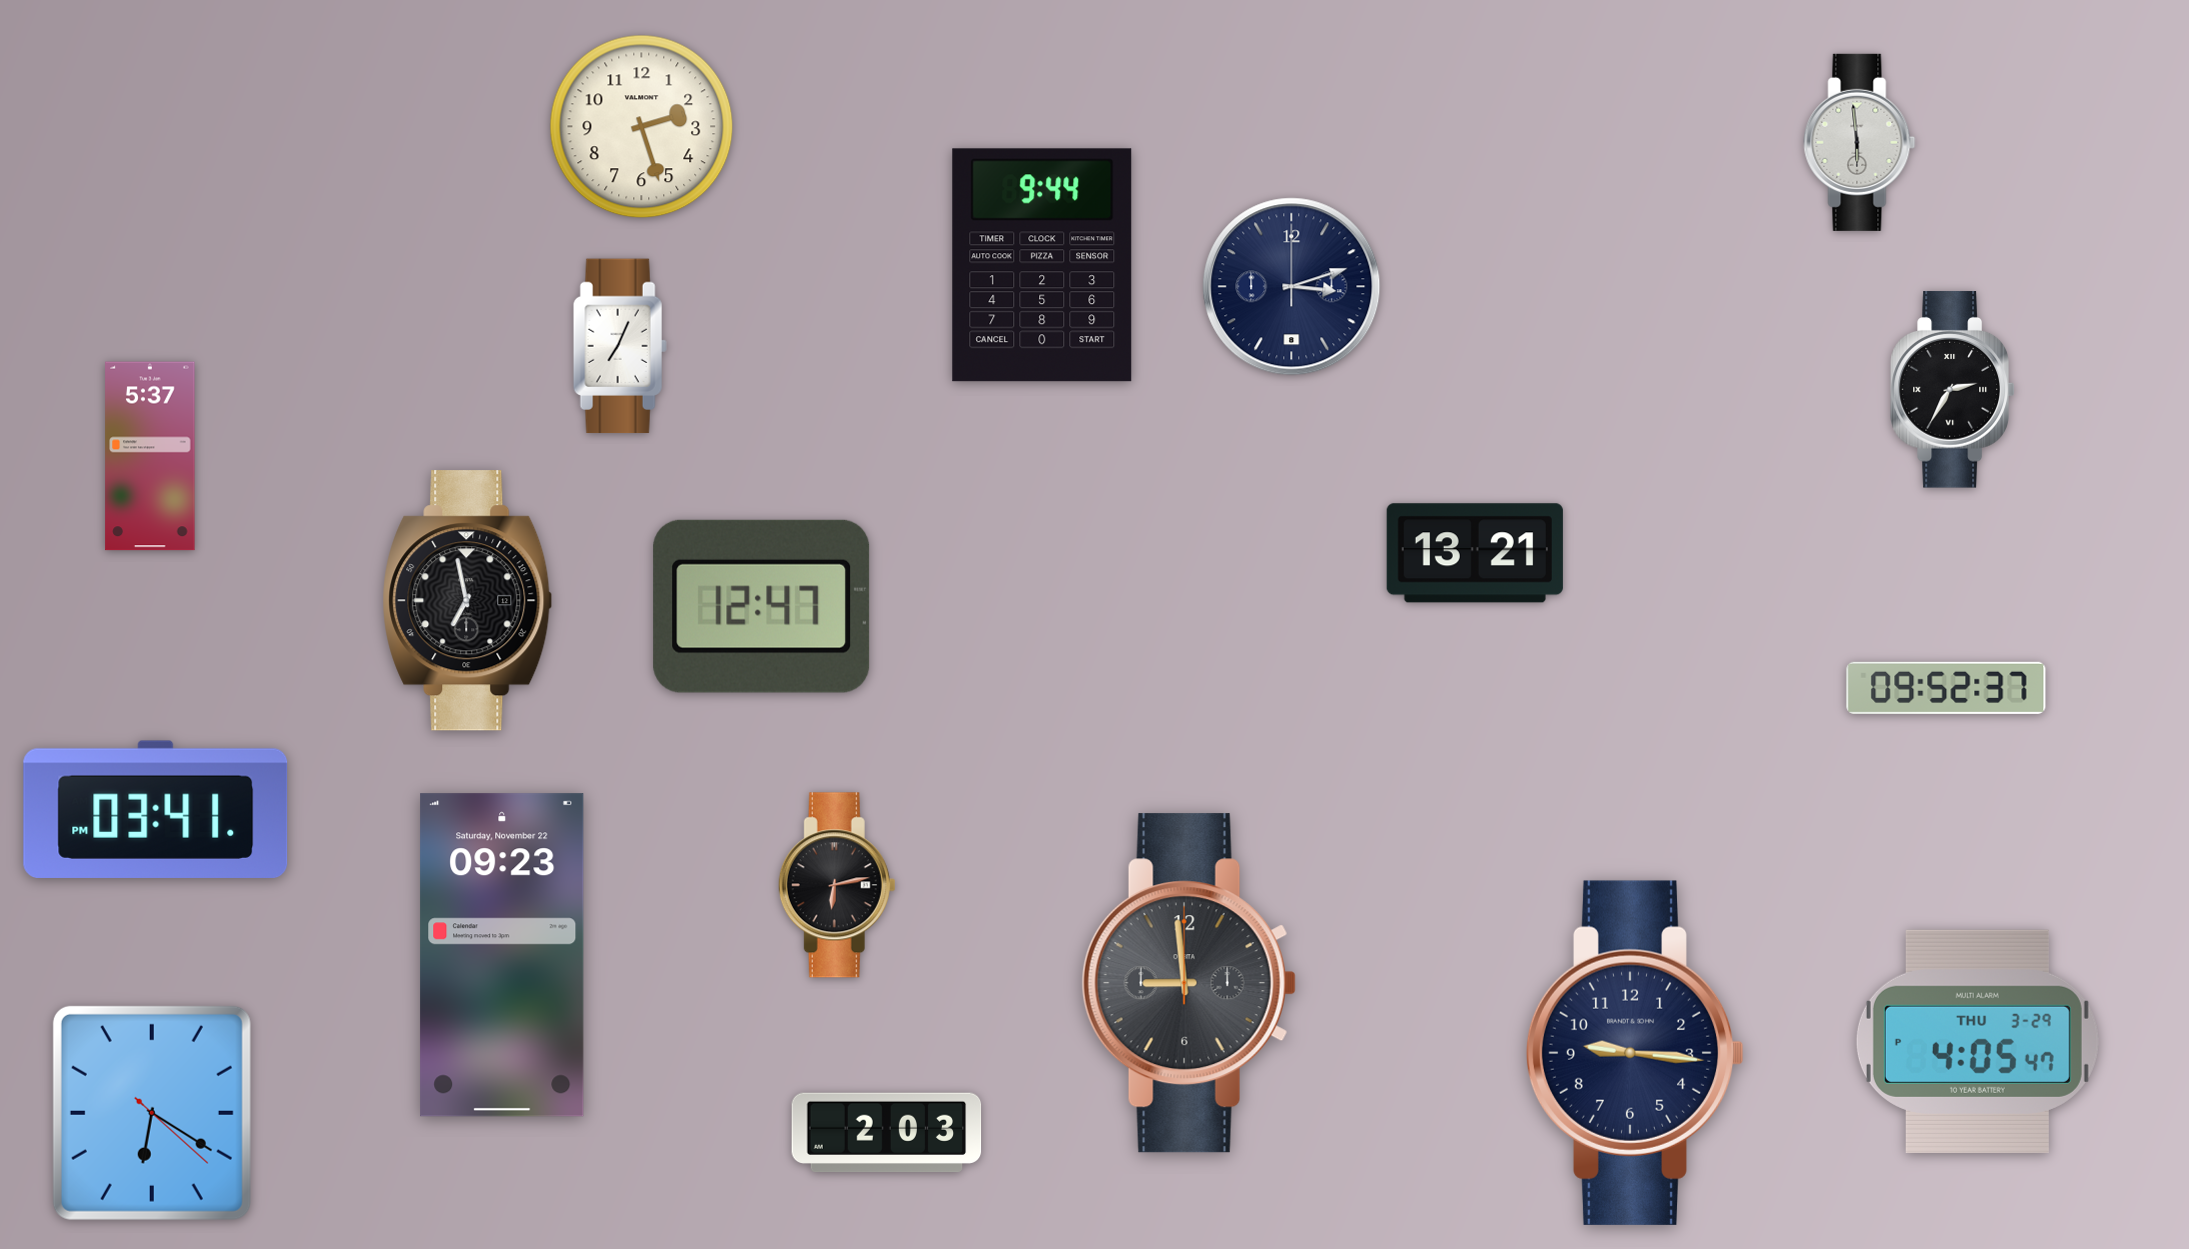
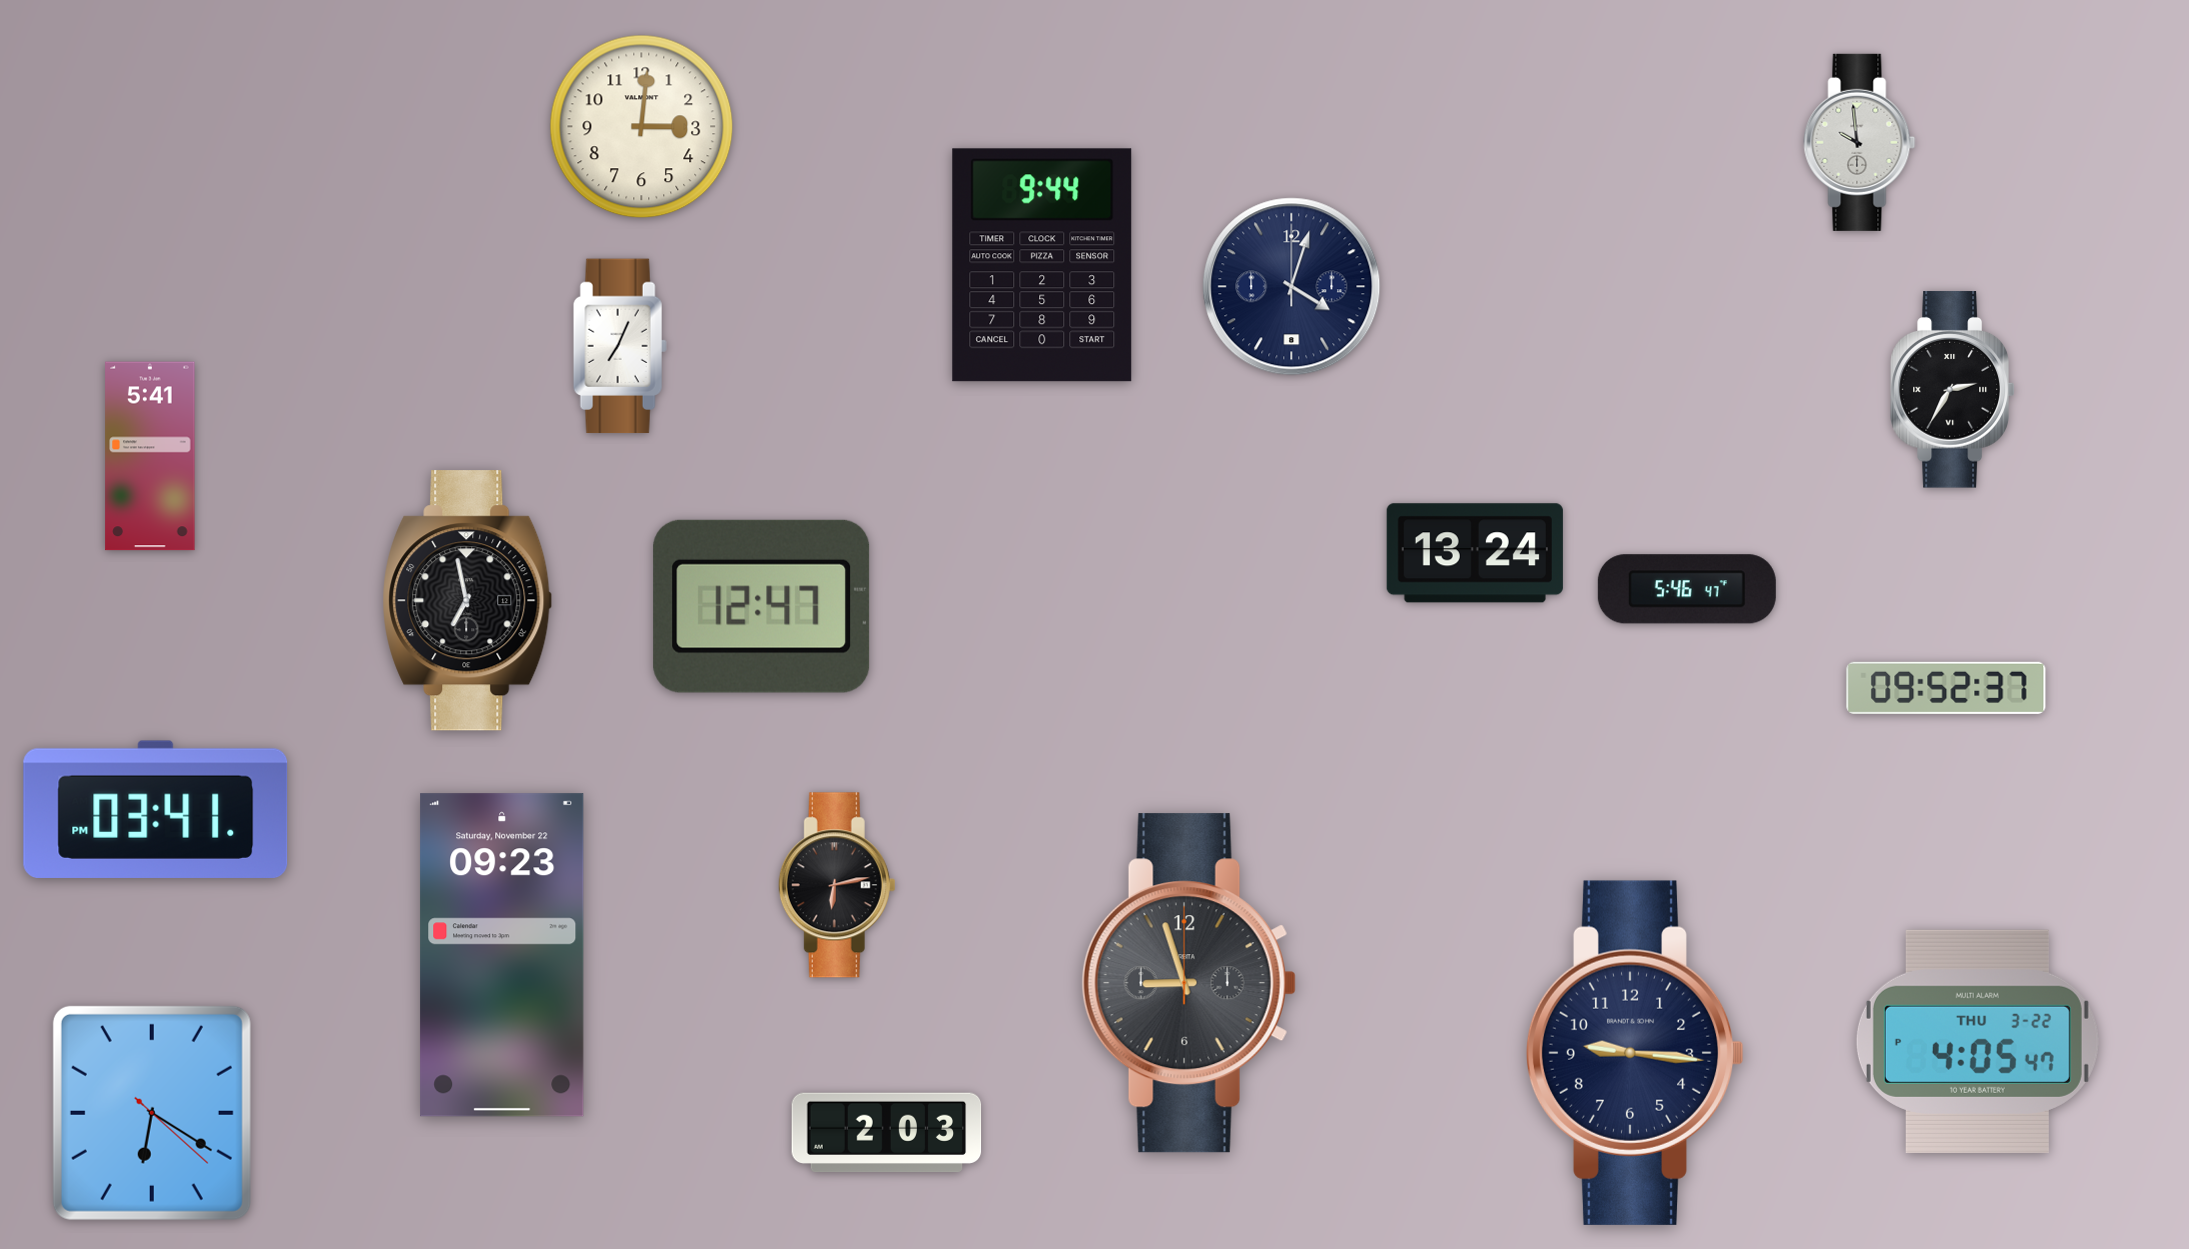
clock at (642, 127): 2:27 -> 3:01
clock at (1860, 142): 5:59 -> 9:59
clock at (1292, 287): 3:12 -> 4:03
clock at (150, 456): 5:37 -> 5:41
clock at (1475, 553): 13:21 -> 13:24
clock at (1687, 589): none -> 5:46
clock at (1189, 983): 8:59 -> 8:57
clock at (1977, 1041) date: THU 3-29 -> THU 3-22
